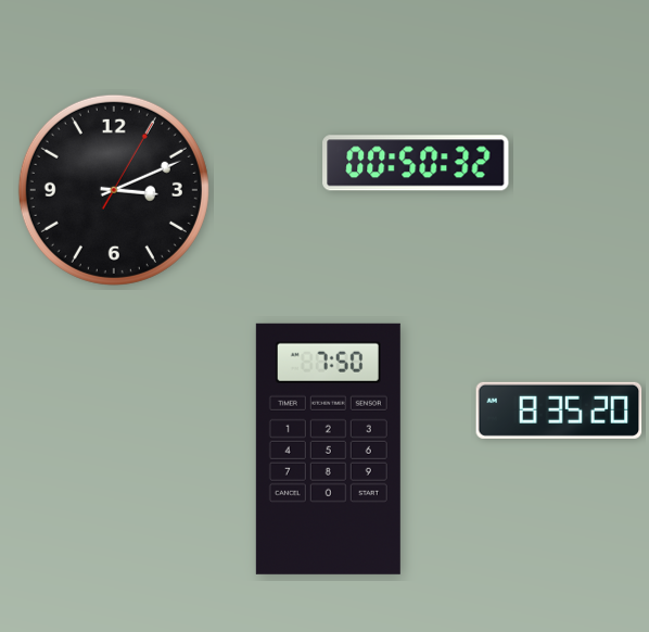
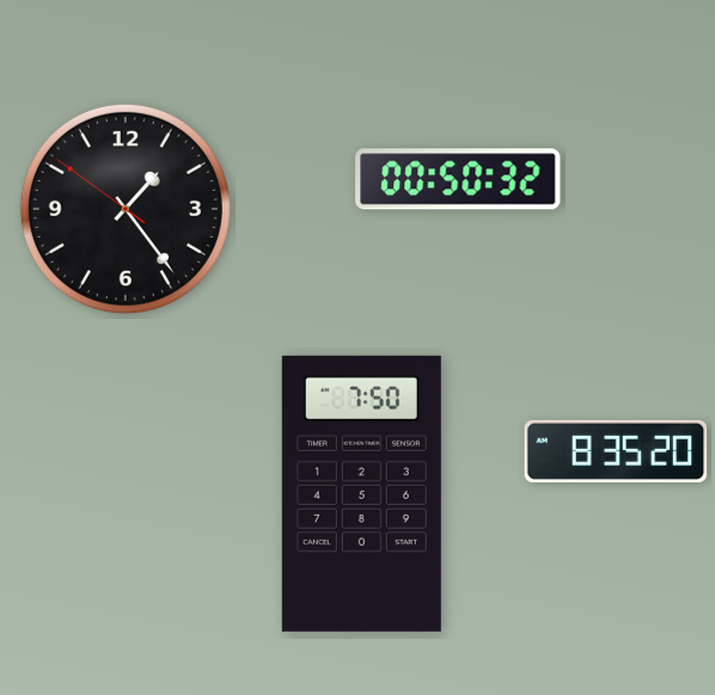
clock at (114, 190): 3:11 -> 1:23
